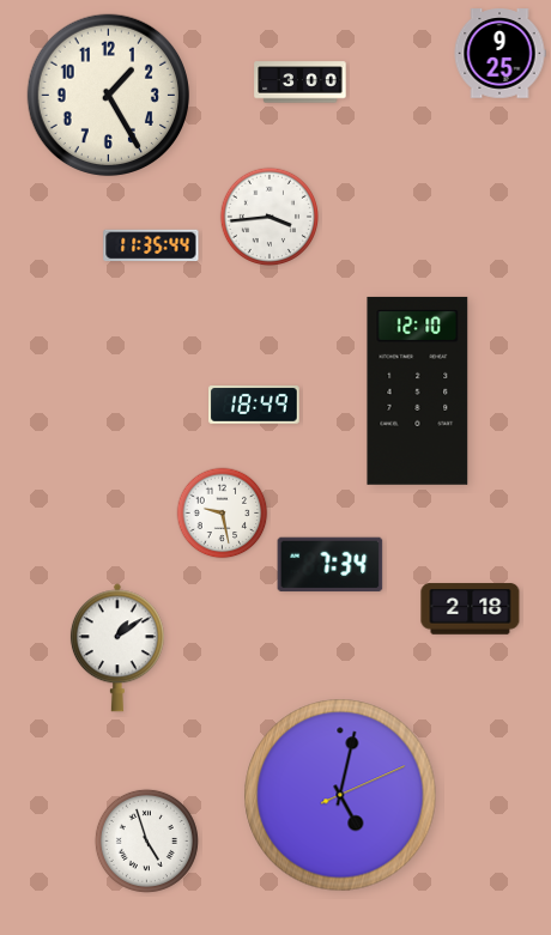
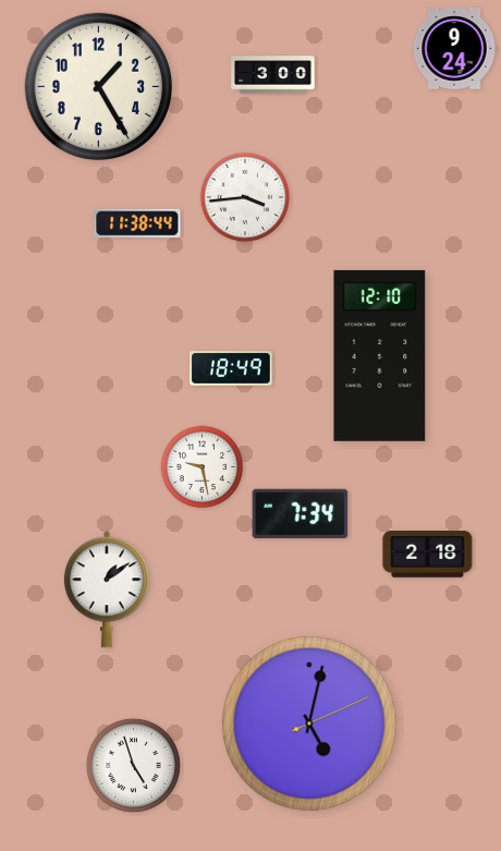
clock at (499, 54): 9:25 -> 9:24
clock at (151, 245): 11:35 -> 11:38
